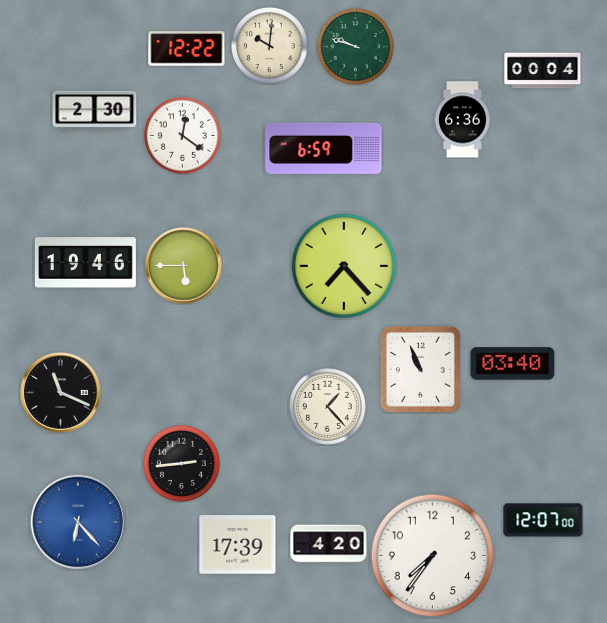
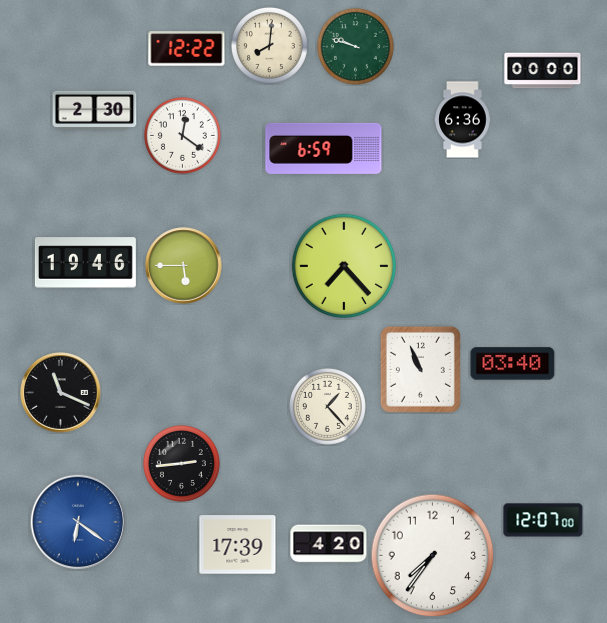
clock at (269, 45): 10:01 -> 8:01
clock at (543, 71): 00:04 -> 00:00
clock at (78, 522): 6:23 -> 6:21
